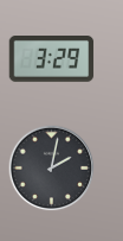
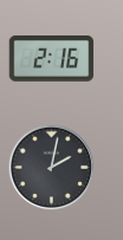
clock at (52, 59): 3:29 -> 2:16
